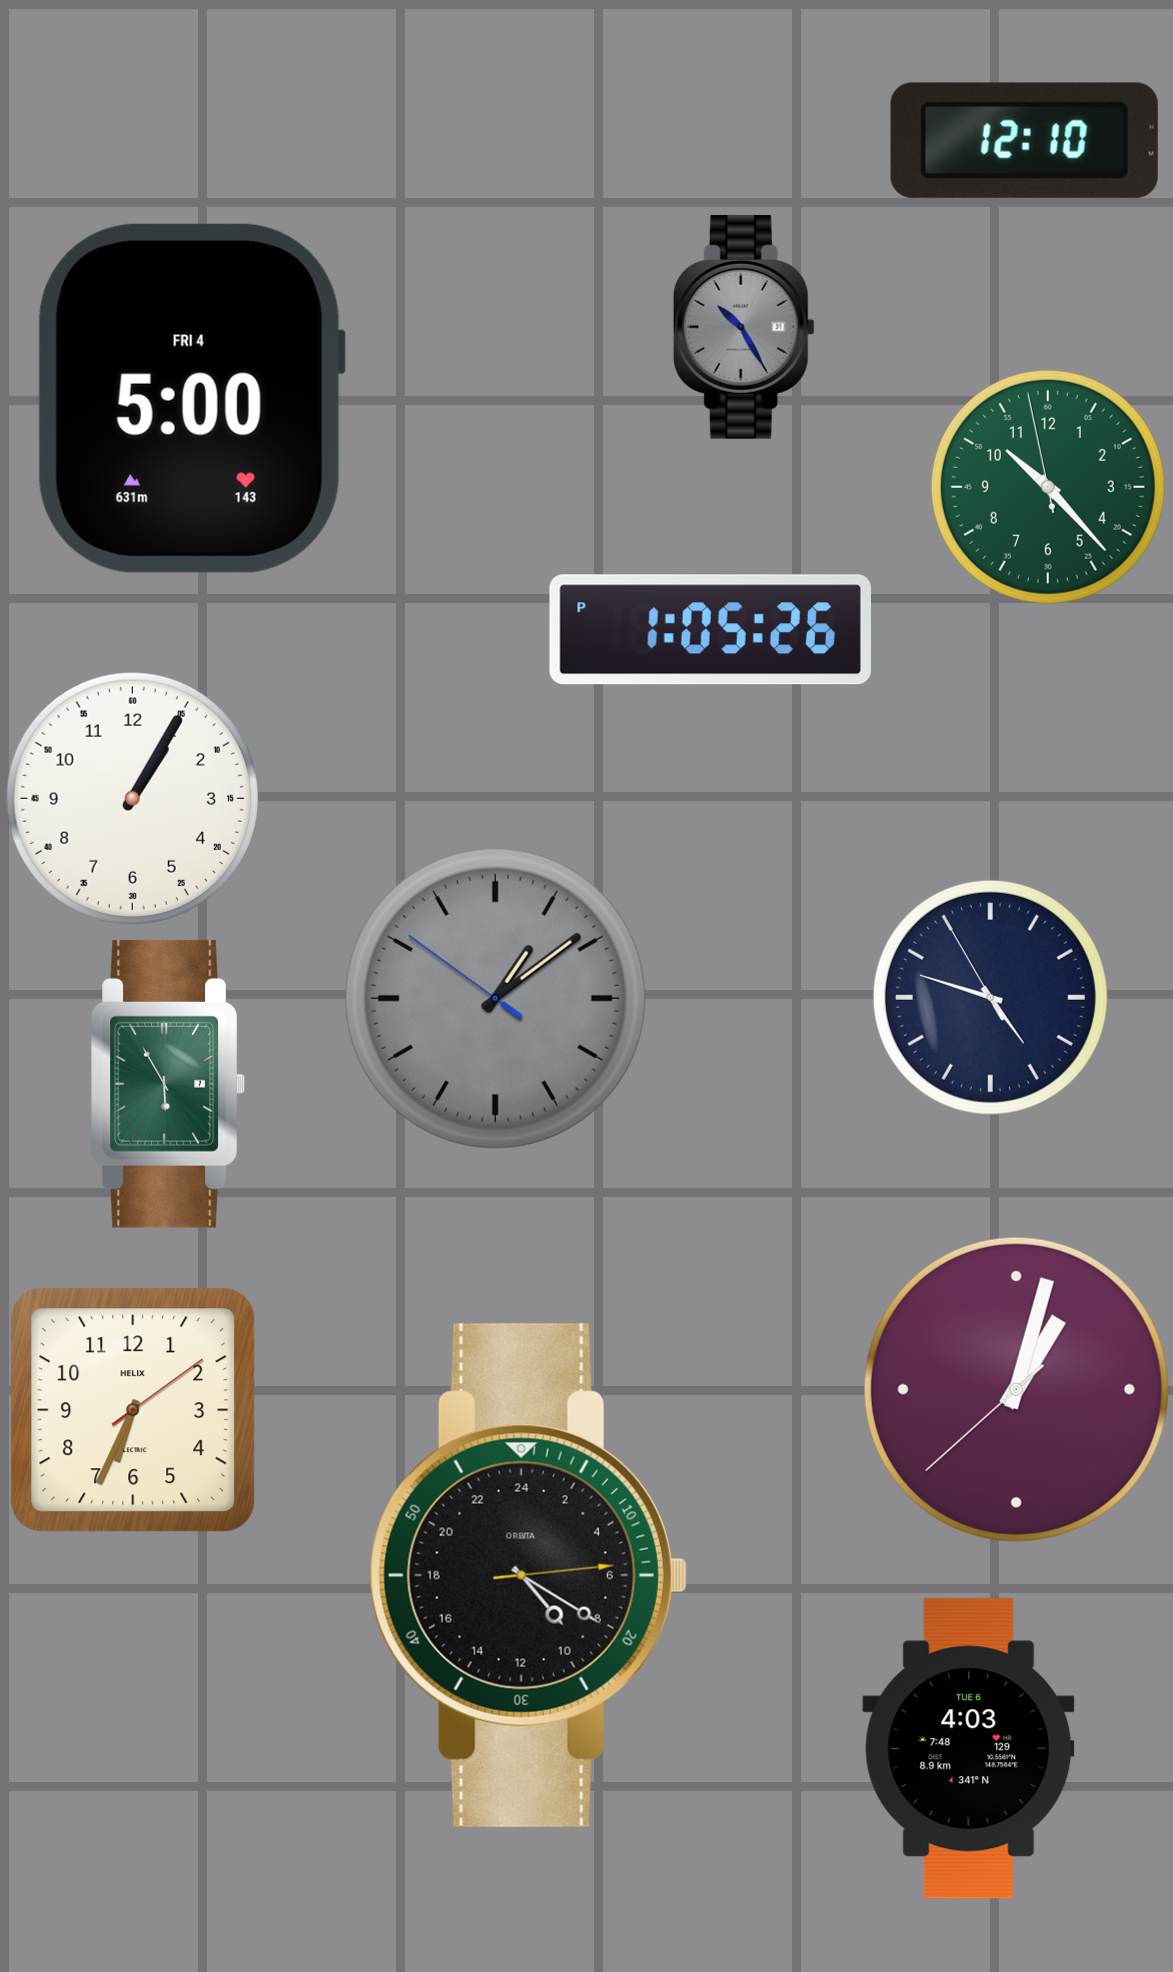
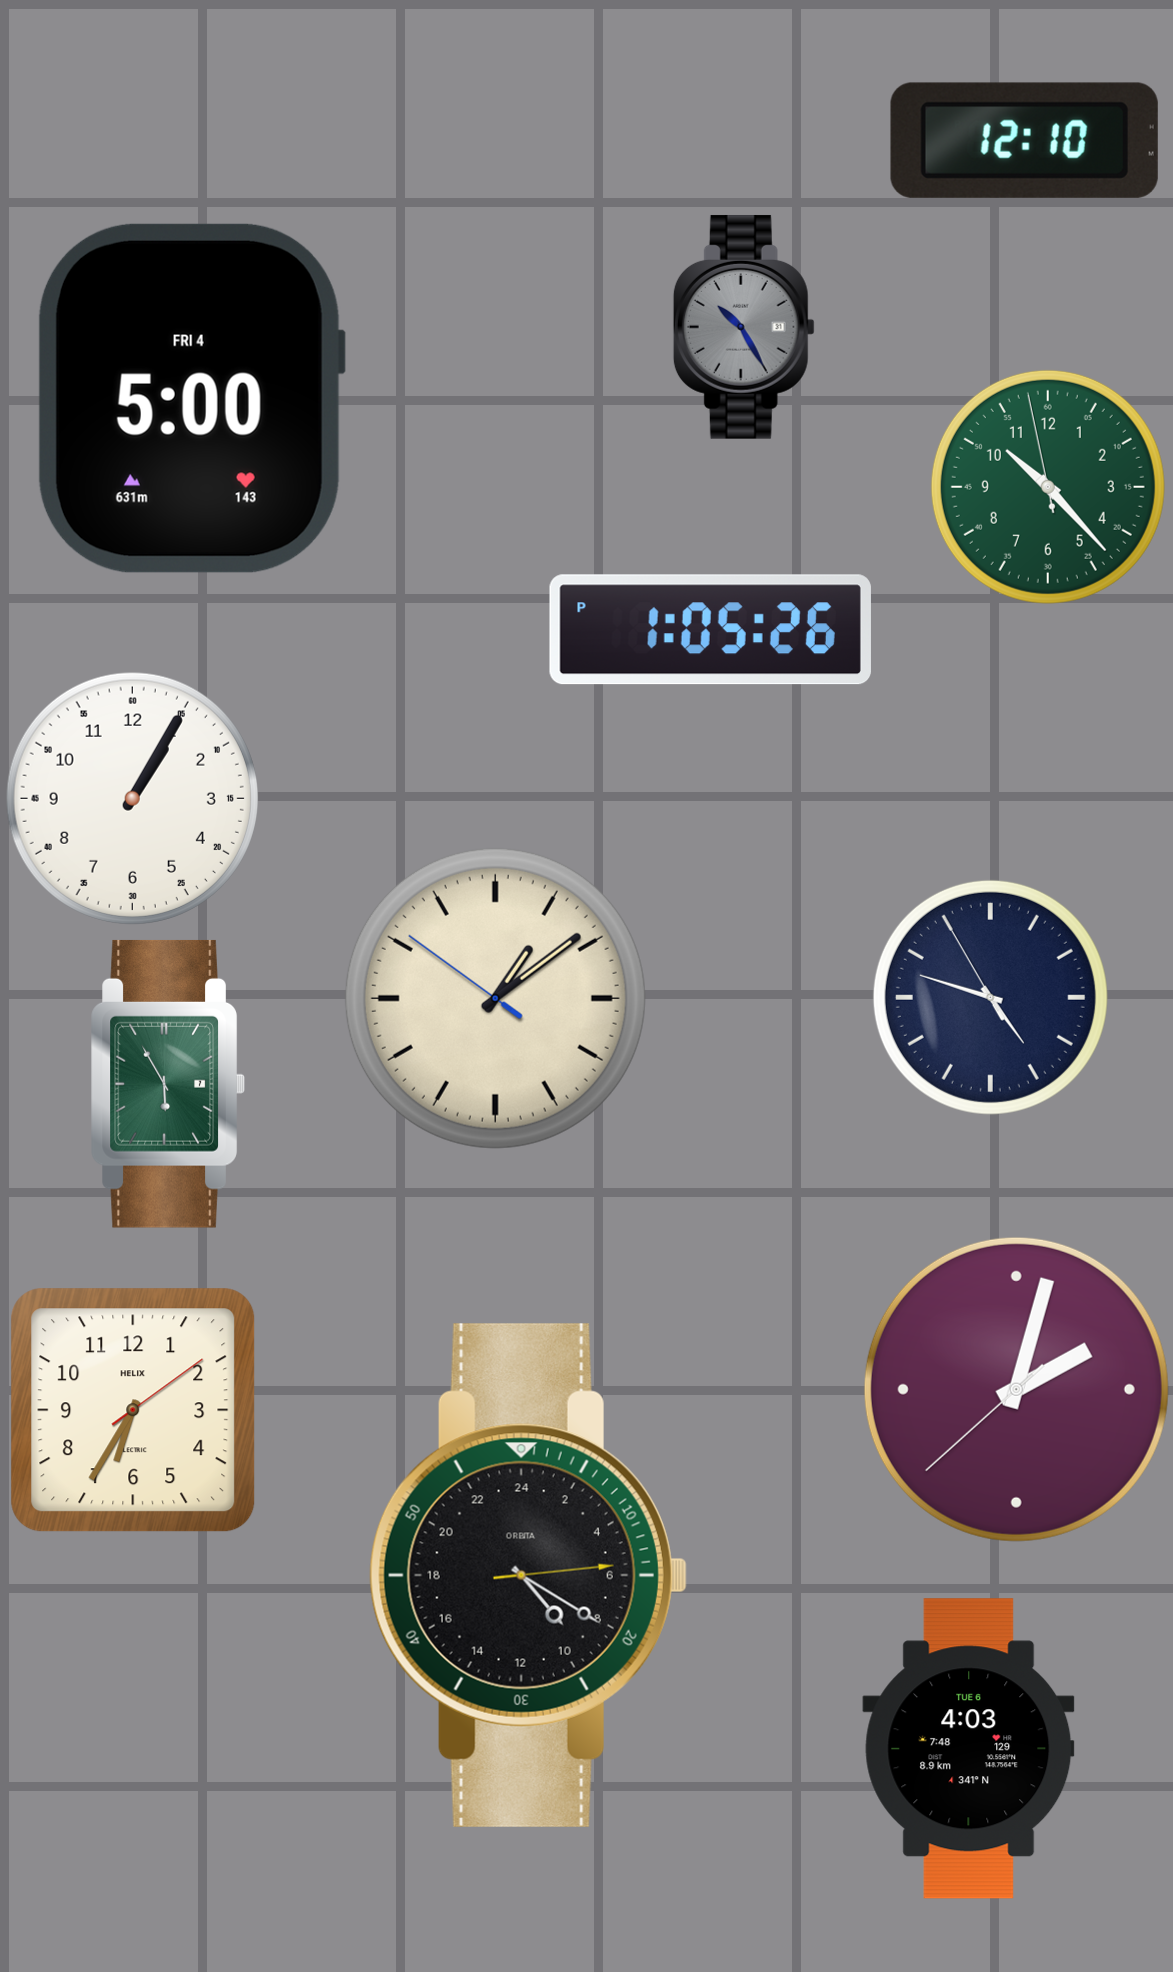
clock at (495, 998) dial: grey -> cream
clock at (1016, 1389): 1:02 -> 2:02
clock at (133, 1410): 6:34 -> 6:35
